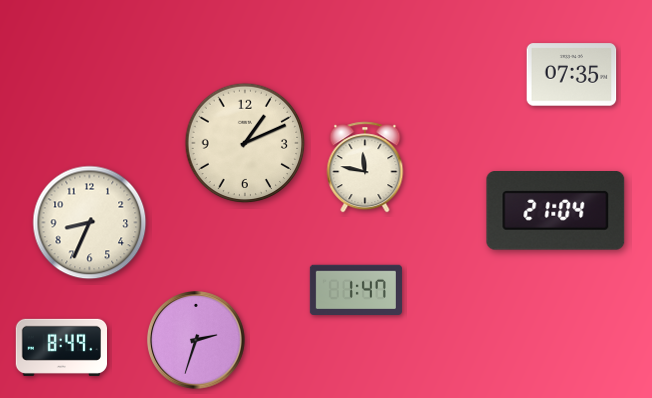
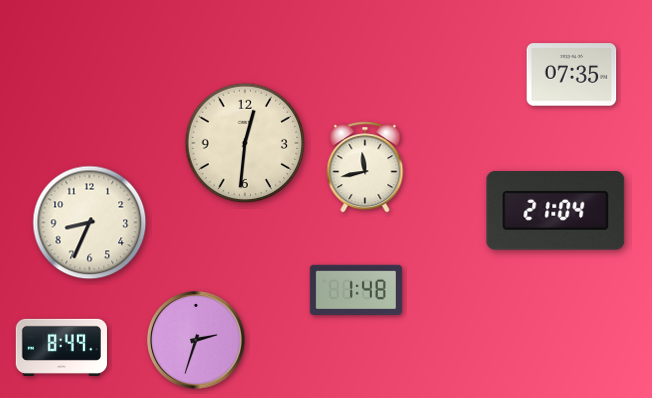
clock at (245, 143): 1:11 -> 12:31
clock at (365, 167): 11:47 -> 11:43
clock at (356, 289): 1:47 -> 1:48
